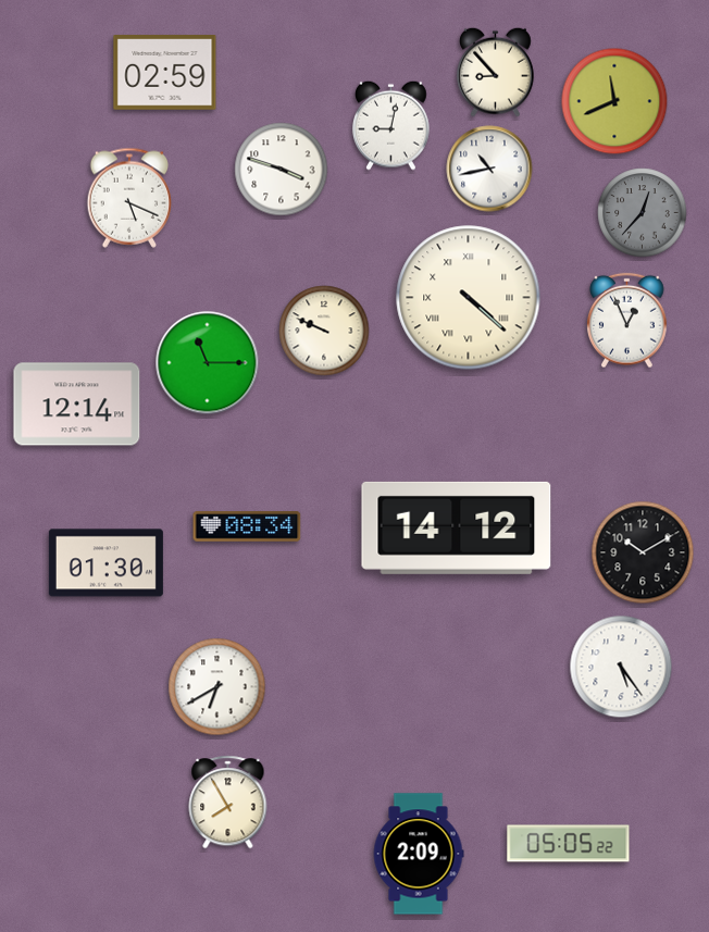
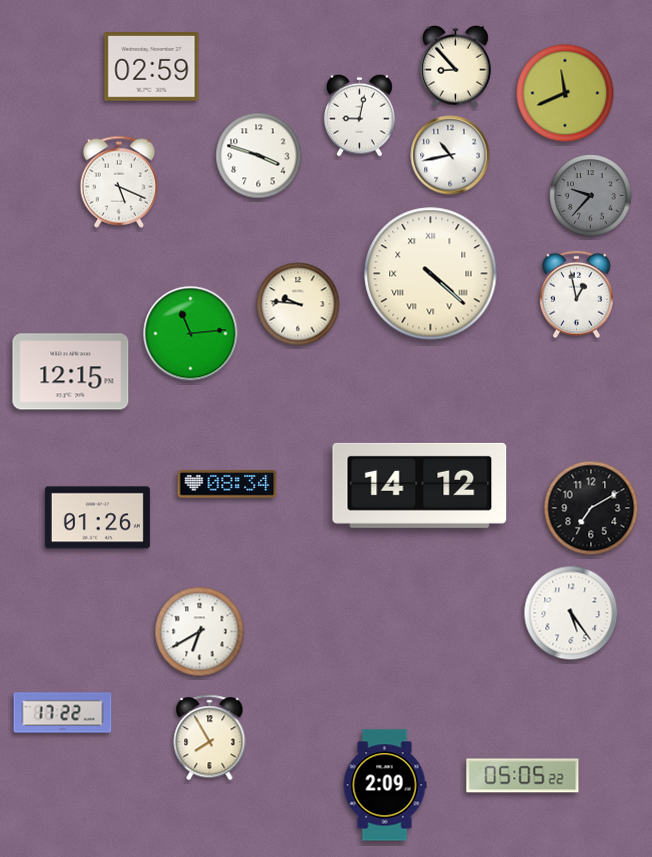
clock at (643, 213): 12:37 -> 9:37
clock at (627, 321): 12:56 -> 12:58
clock at (324, 331): 9:49 -> 9:46
clock at (208, 363): 11:15 -> 11:14
clock at (77, 405): 12:14 -> 12:15
clock at (643, 552): 10:10 -> 7:10
clock at (105, 563): 01:30 -> 01:26
clock at (63, 713): none -> 17:22
